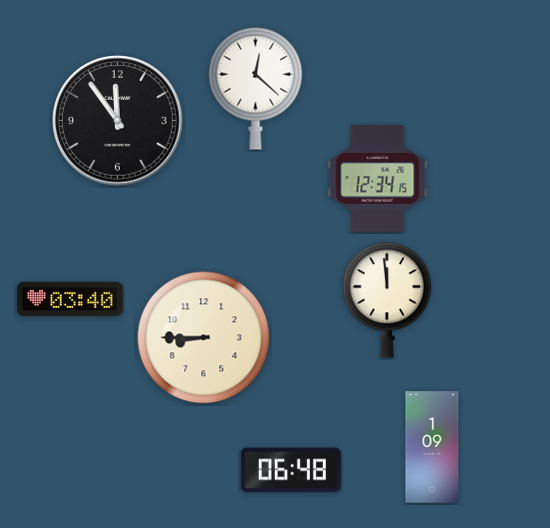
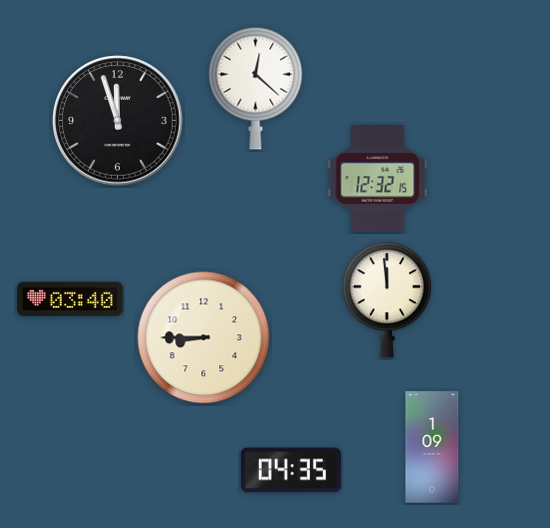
clock at (118, 121): 11:54 -> 11:57
clock at (378, 179): 12:34 -> 12:32
clock at (291, 470): 06:48 -> 04:35
